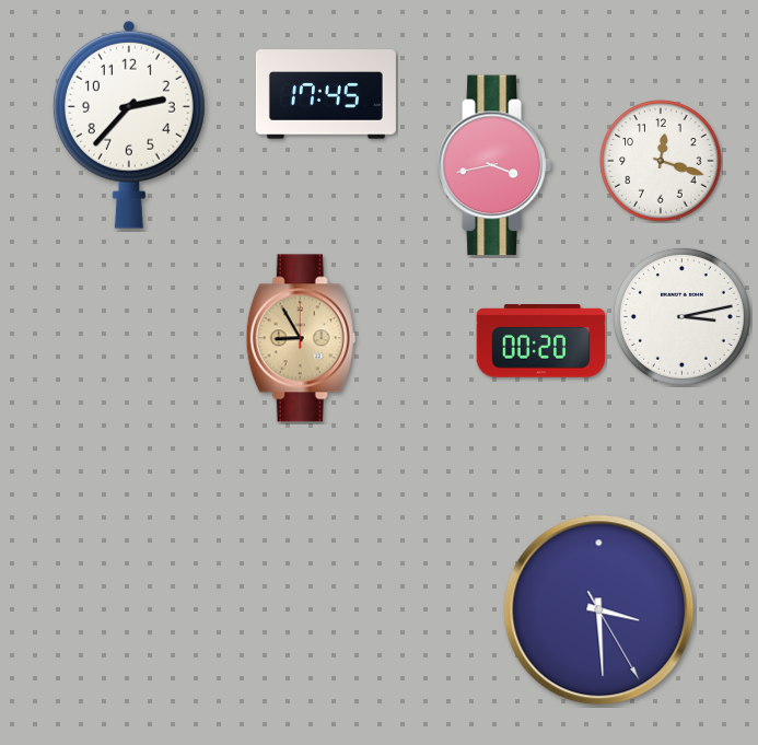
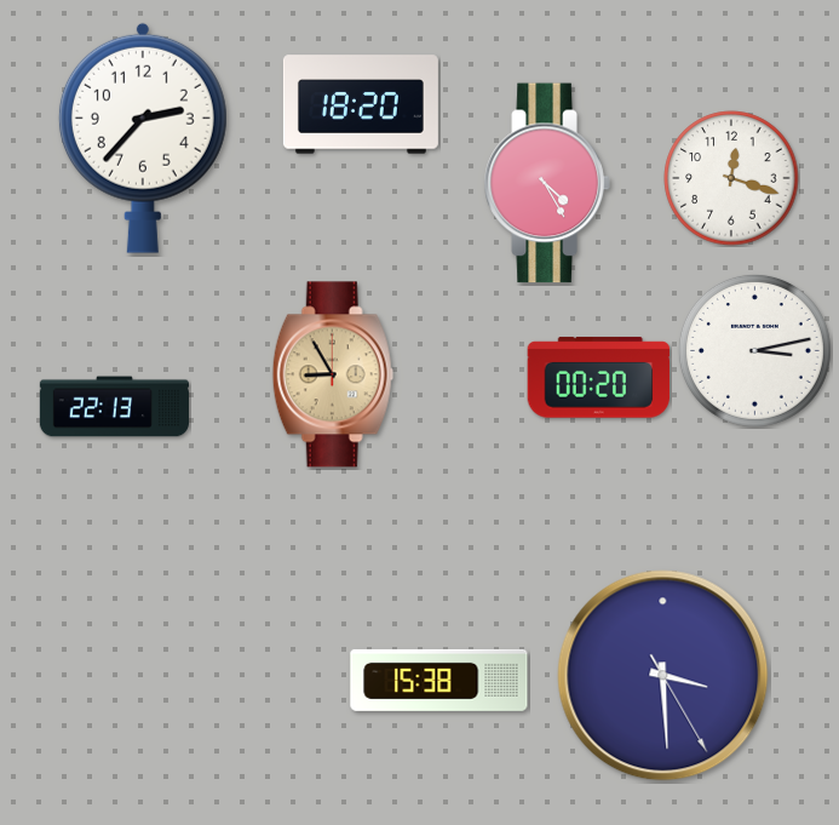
clock at (326, 94): 17:45 -> 18:20
clock at (494, 165): 3:43 -> 4:25
clock at (114, 407): none -> 22:13
clock at (439, 680): none -> 15:38
